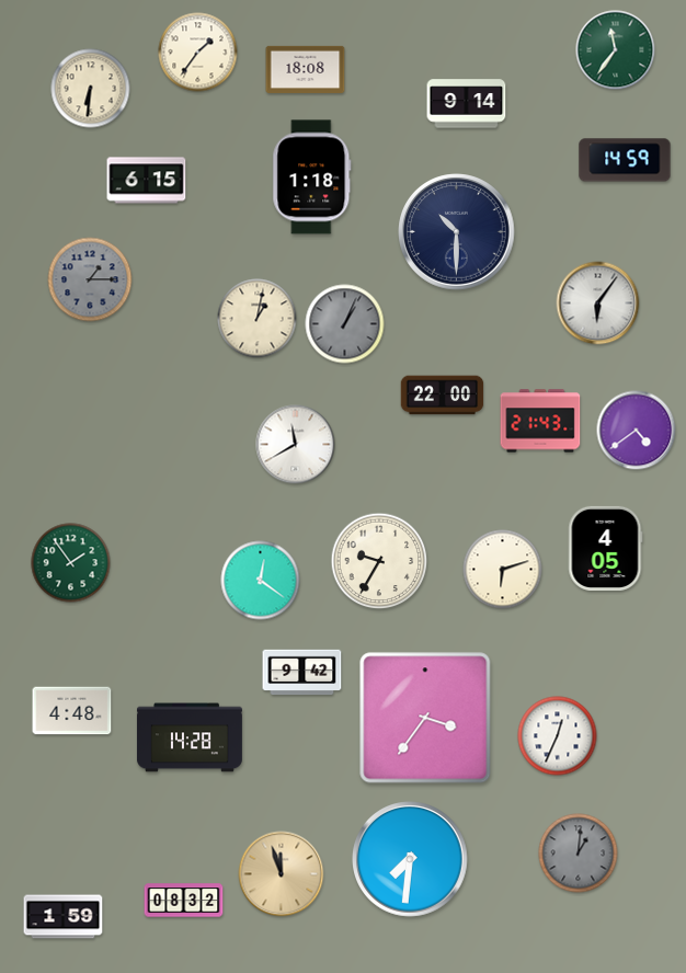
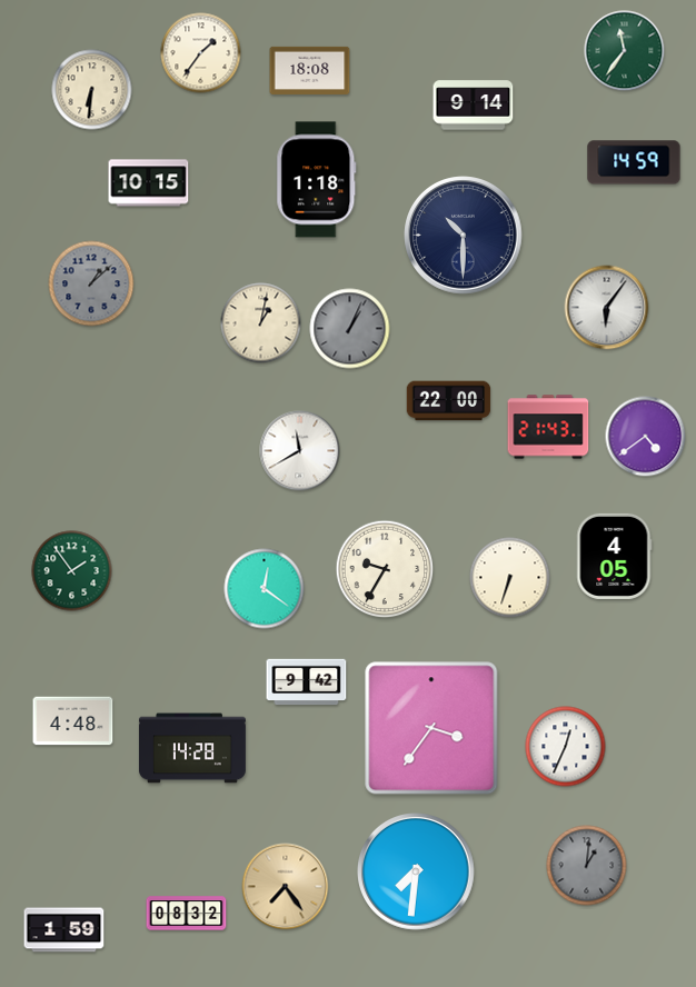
clock at (147, 181): 6:15 -> 10:15
clock at (90, 279): 1:15 -> 1:08
clock at (503, 570): 6:12 -> 6:33
clock at (282, 874): 11:57 -> 7:24
